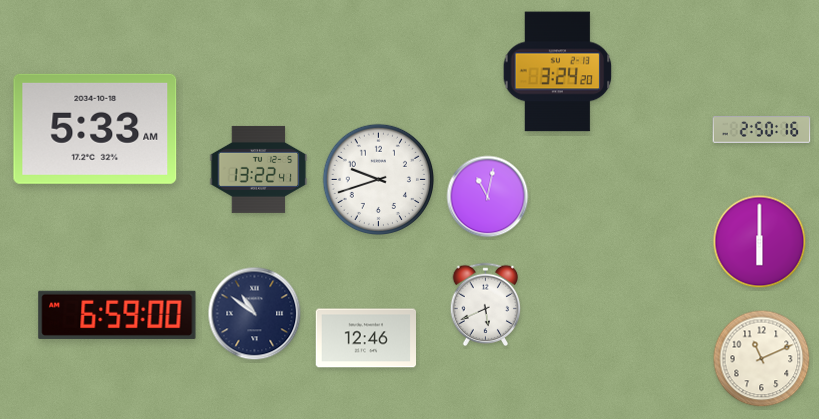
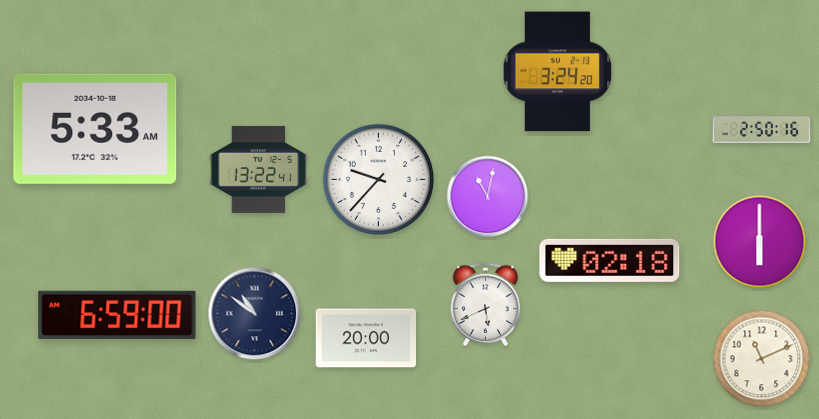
clock at (378, 179): 9:42 -> 9:37
clock at (610, 260): none -> 02:18
clock at (365, 338): 12:46 -> 20:00
